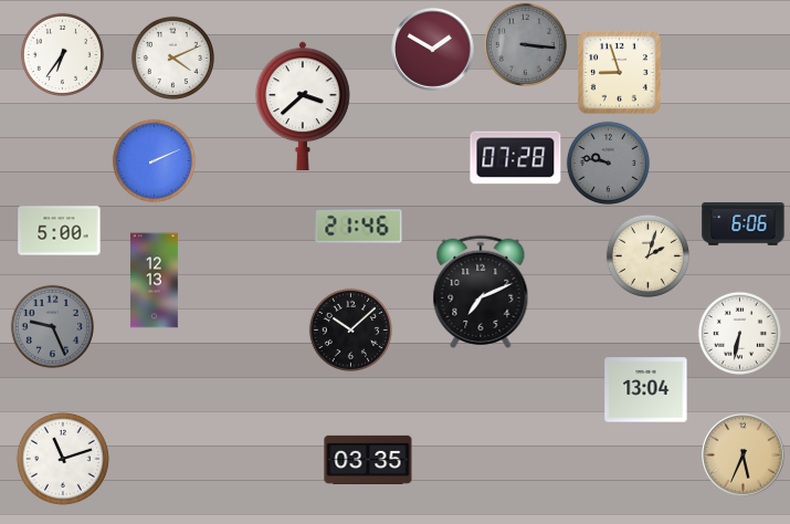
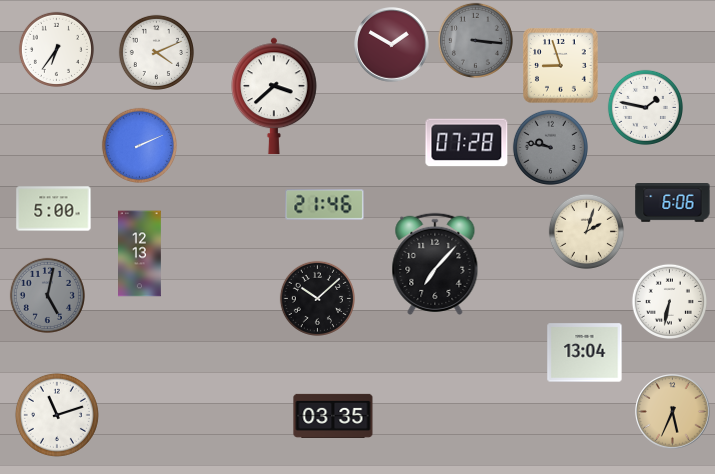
clock at (645, 107): none -> 1:47
clock at (481, 292): 7:11 -> 7:07
clock at (52, 326): 9:26 -> 5:02
